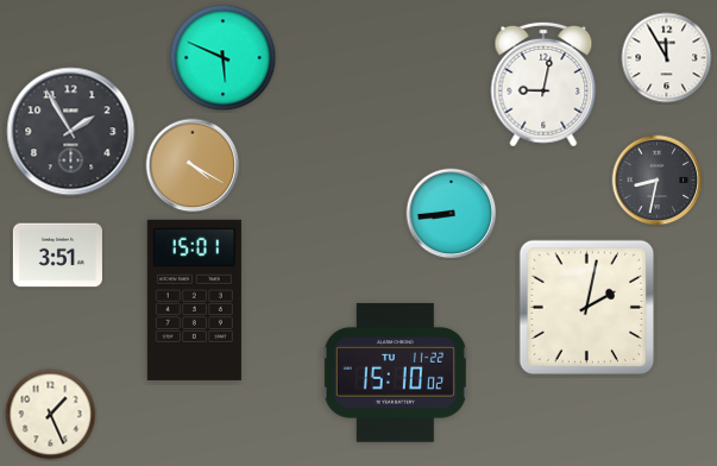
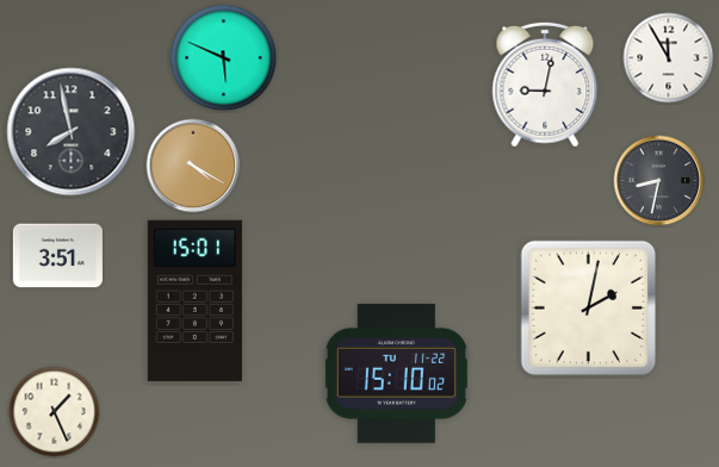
clock at (71, 132): 1:55 -> 7:58
clock at (452, 214): 8:44 -> none
clock at (51, 415) position: (51, 415) -> (55, 412)
